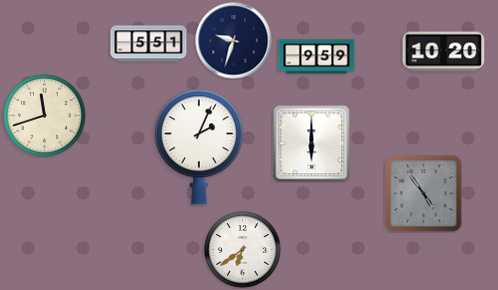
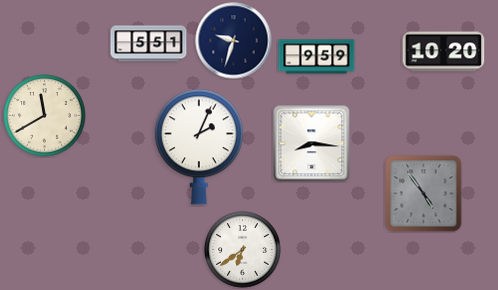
clock at (45, 116): 11:42 -> 11:40
clock at (312, 144): 6:00 -> 8:16
